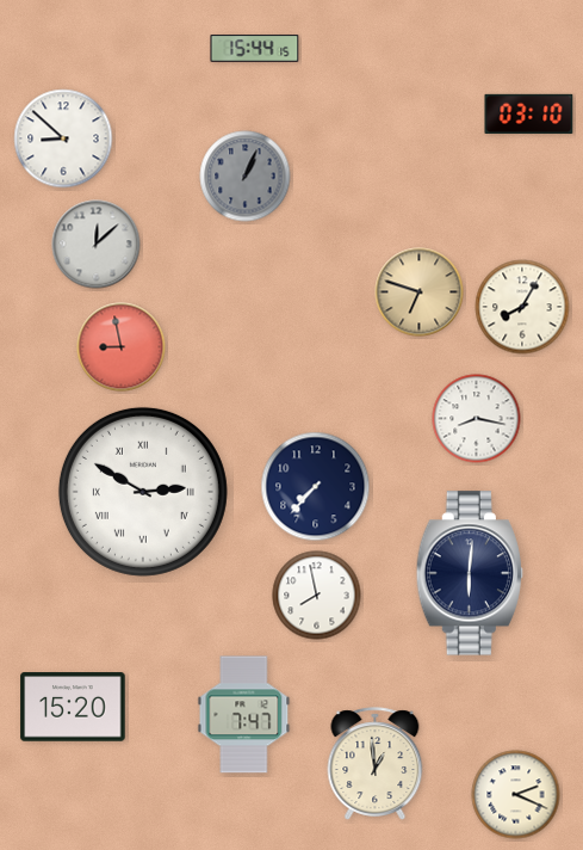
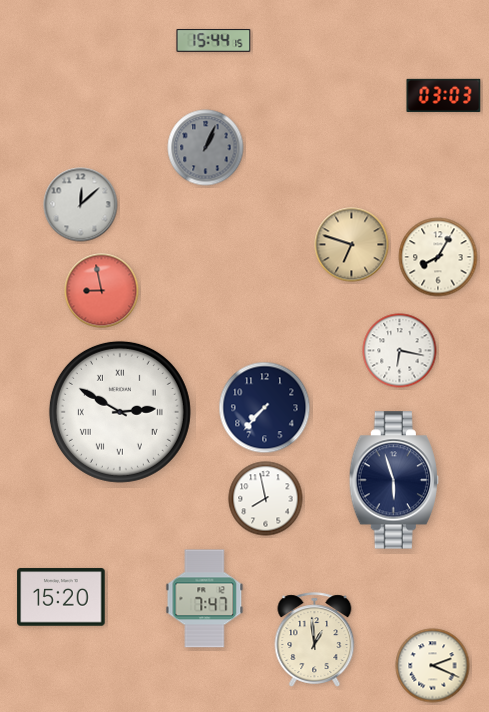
clock at (529, 113): 03:10 -> 03:03
clock at (63, 138): 8:52 -> none
clock at (477, 419): 8:17 -> 6:17
clock at (470, 573): 6:01 -> 5:57
clock at (73, 707) position: (73, 707) -> (61, 597)
